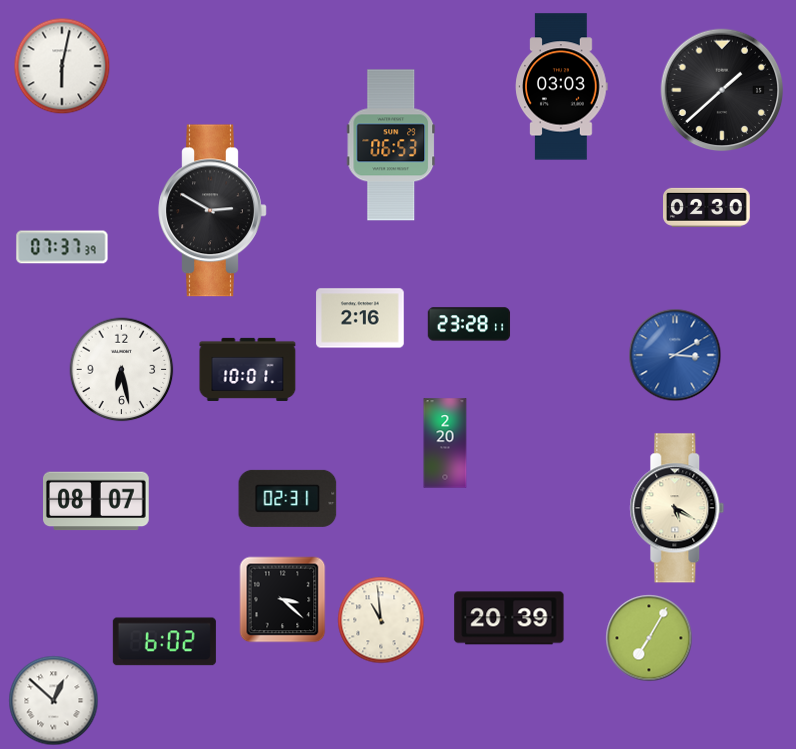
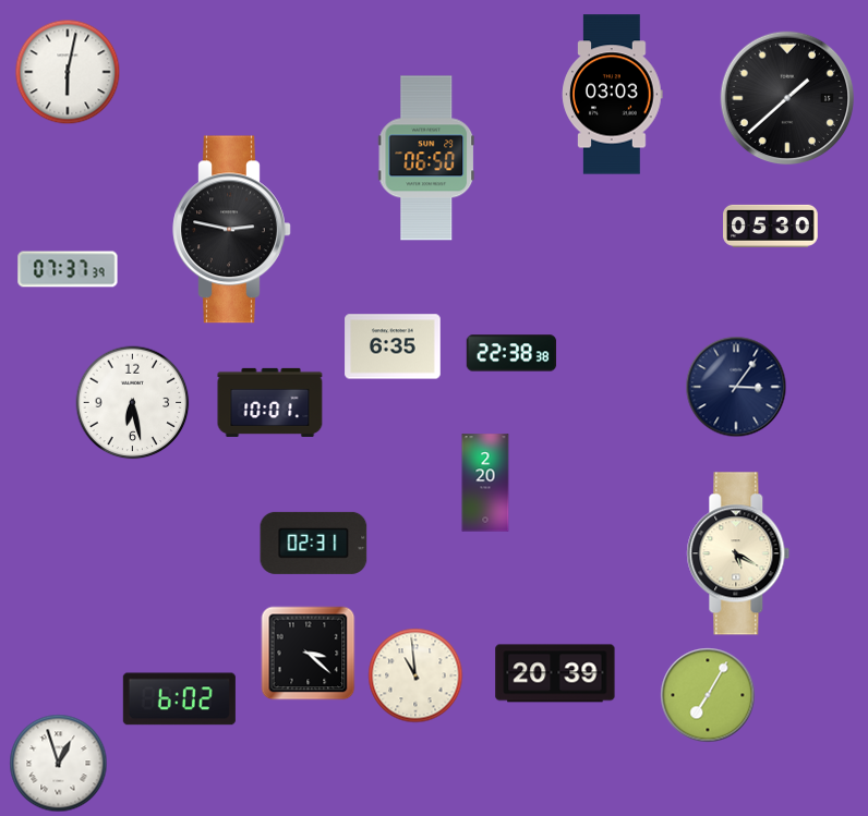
clock at (391, 145): 06:53 -> 06:50
clock at (707, 207): 02:30 -> 05:30
clock at (213, 211): 2:50 -> 2:47
clock at (360, 318): 2:16 -> 6:35
clock at (469, 324): 23:28 -> 22:38
clock at (675, 355): 3:10 -> 3:06
clock at (675, 355) dial: blue -> navy
clock at (97, 501): 08:07 -> none
clock at (54, 701): 12:52 -> 12:57
